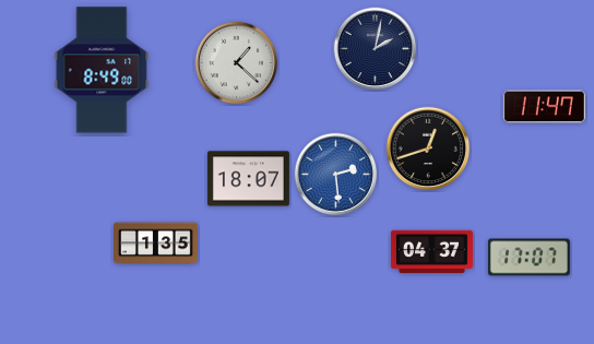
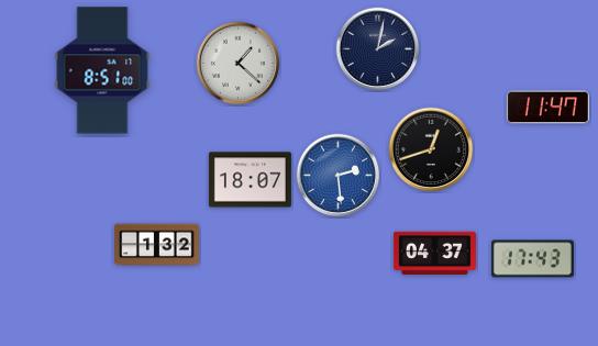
clock at (102, 70): 8:49 -> 8:51
clock at (156, 244): 1:35 -> 1:32
clock at (528, 258): 17:07 -> 17:43
